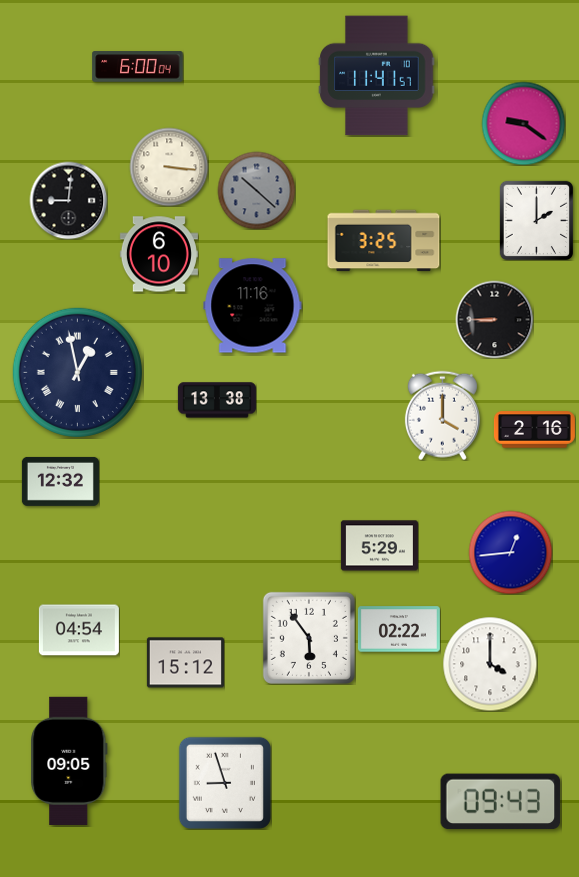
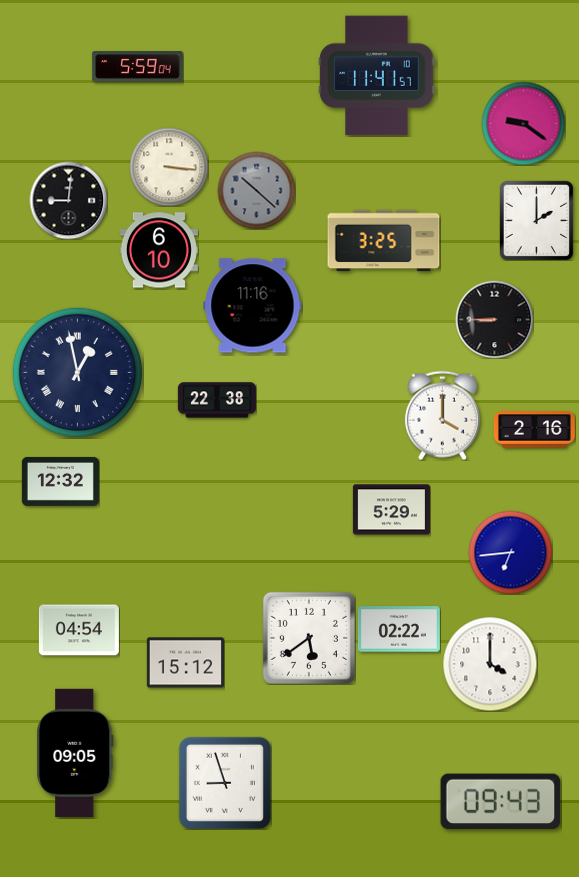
clock at (138, 67): 6:00 -> 5:59
clock at (159, 254) position: (159, 254) -> (159, 250)
clock at (217, 400): 13:38 -> 22:38
clock at (379, 546) position: (379, 546) -> (391, 510)
clock at (510, 552): 12:44 -> 6:44
clock at (309, 638): 5:54 -> 5:39
clock at (69, 761) position: (69, 761) -> (75, 753)
